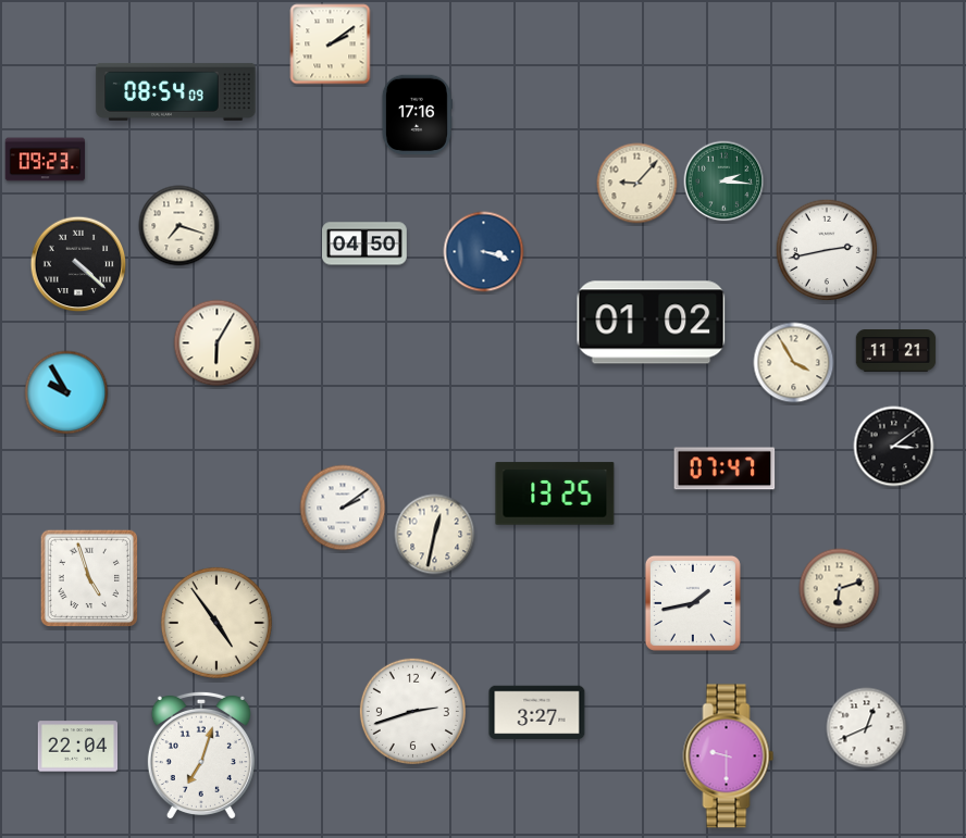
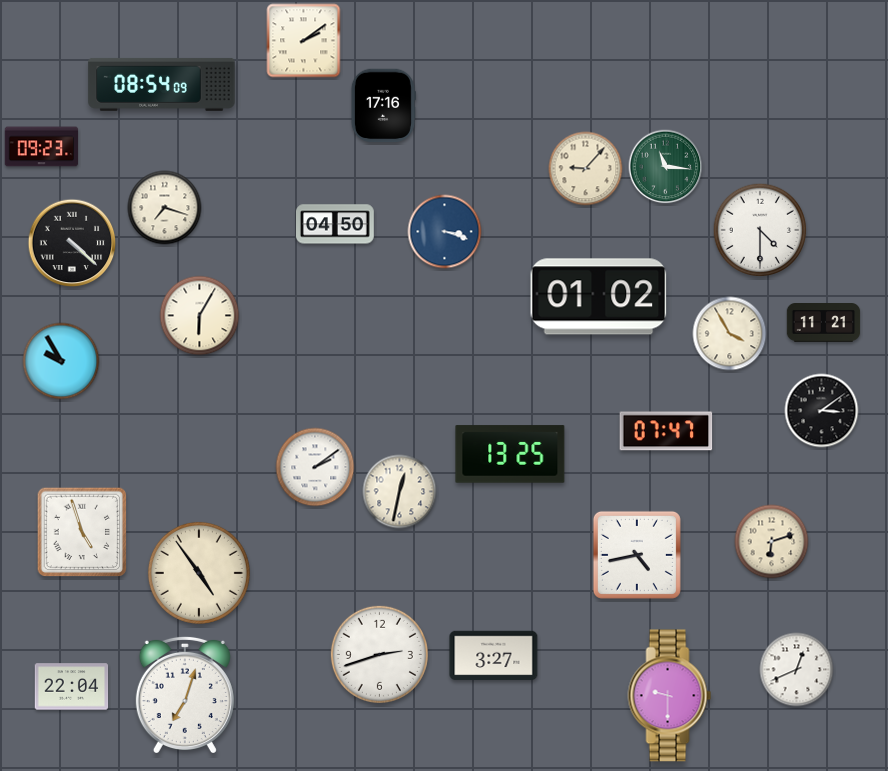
clock at (725, 182): 2:16 -> 11:16
clock at (827, 250): 2:43 -> 4:30
clock at (693, 603): 1:43 -> 4:43
